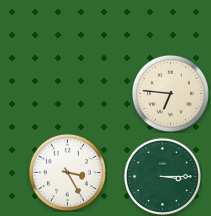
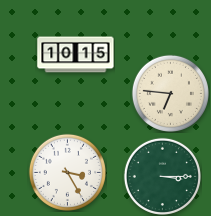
clock at (76, 55): none -> 10:15
